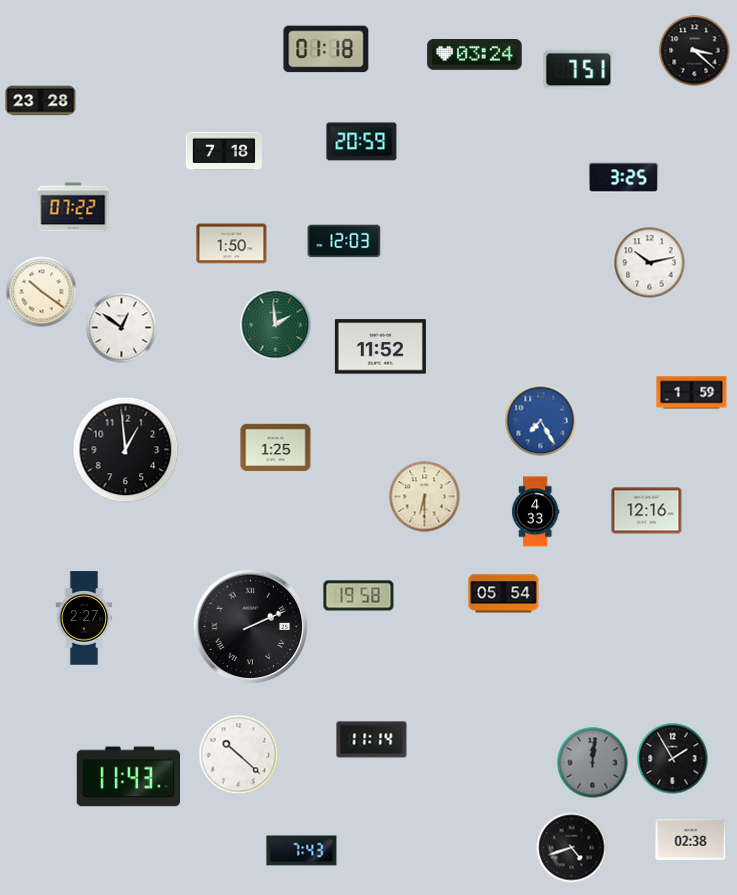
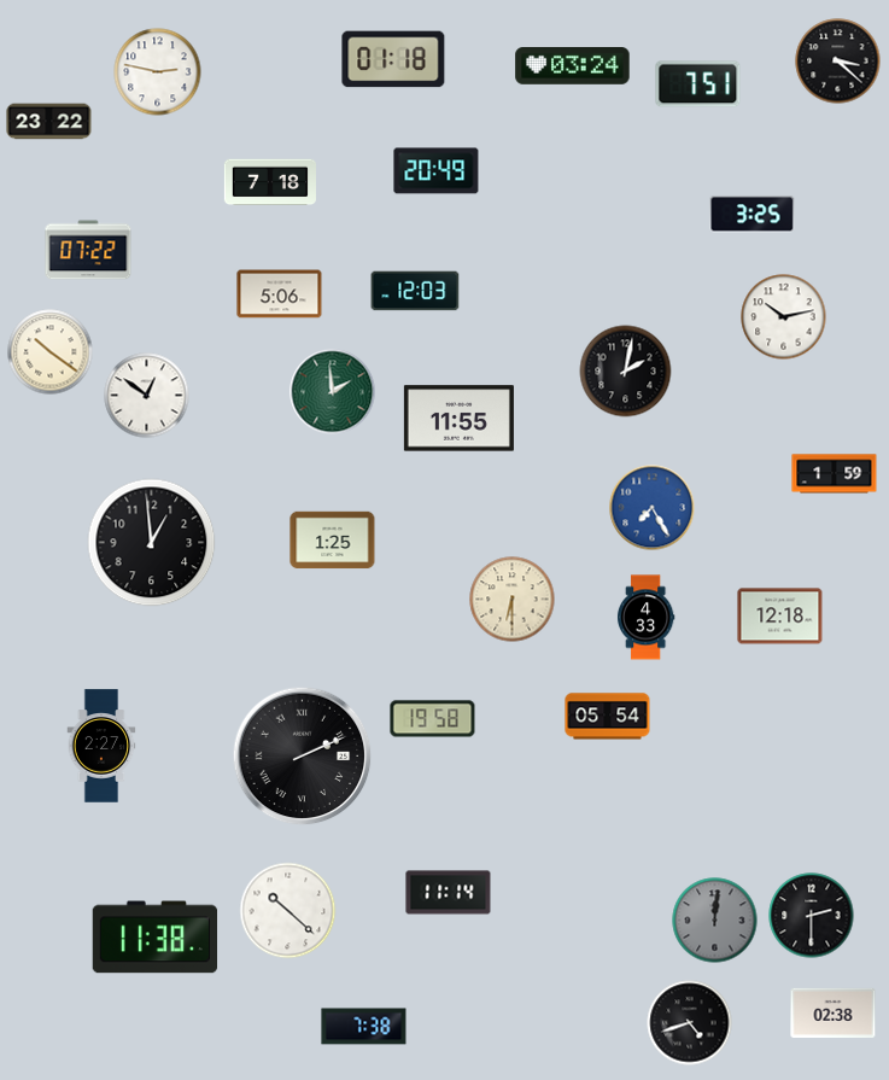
clock at (158, 72): none -> 2:47
clock at (41, 101): 23:28 -> 23:22
clock at (362, 142): 20:59 -> 20:49
clock at (232, 244): 1:50 -> 5:06
clock at (626, 372): none -> 2:02
clock at (380, 347): 11:52 -> 11:55
clock at (647, 511): 12:16 -> 12:18
clock at (673, 759): 1:55 -> 2:30
clock at (129, 777): 11:43 -> 11:38
clock at (302, 851): 7:43 -> 7:38
